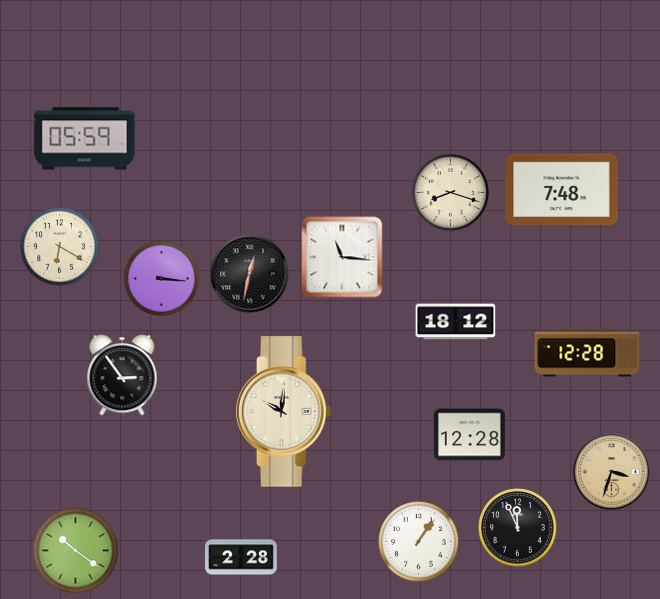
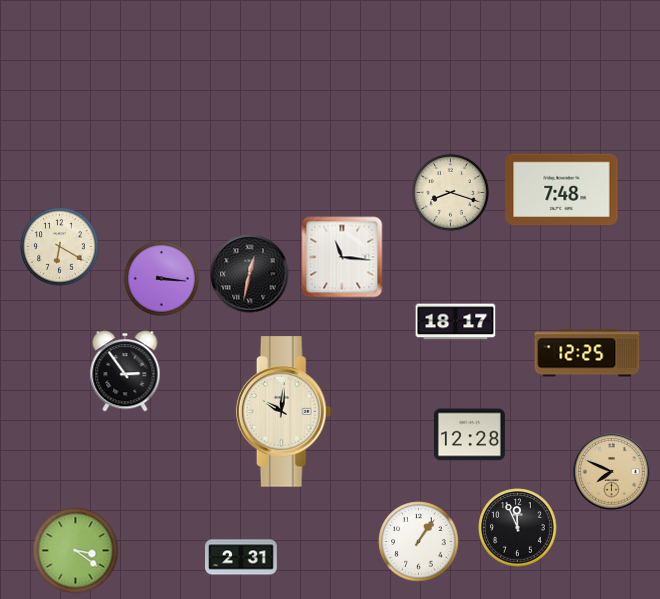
clock at (85, 139): 05:59 -> none
clock at (456, 322): 18:12 -> 18:17
clock at (587, 353): 12:28 -> 12:25
clock at (122, 375) position: (122, 375) -> (125, 371)
clock at (612, 472): 3:33 -> 7:49
clock at (76, 551): 10:21 -> 3:21
clock at (242, 557): 2:28 -> 2:31
